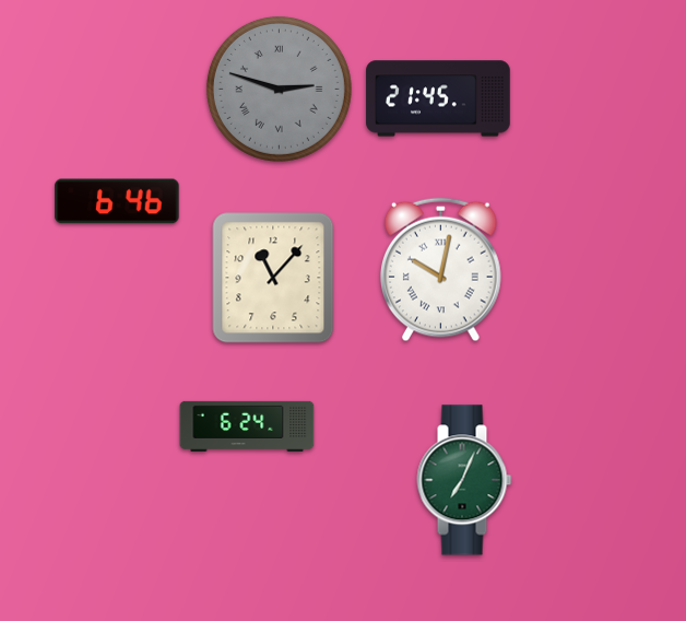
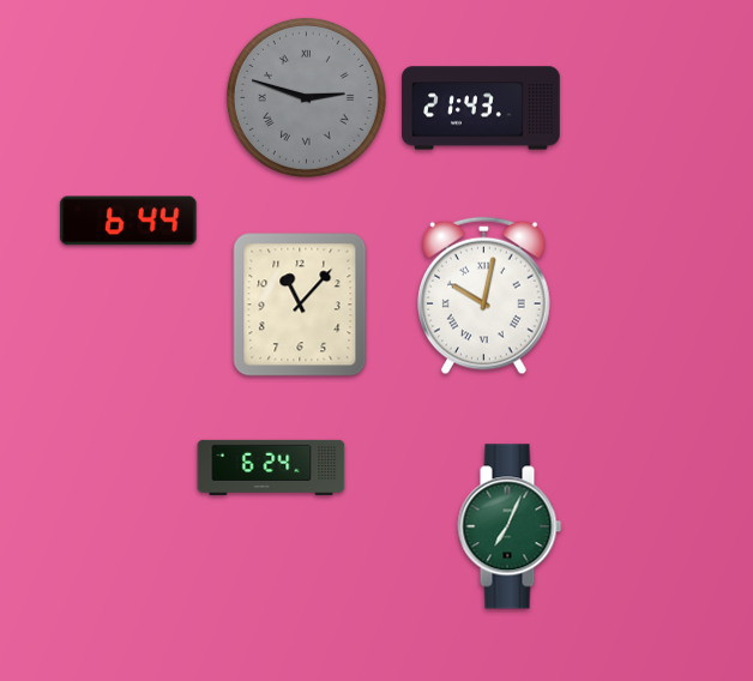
clock at (438, 98): 21:45 -> 21:43
clock at (117, 201): 6:46 -> 6:44
